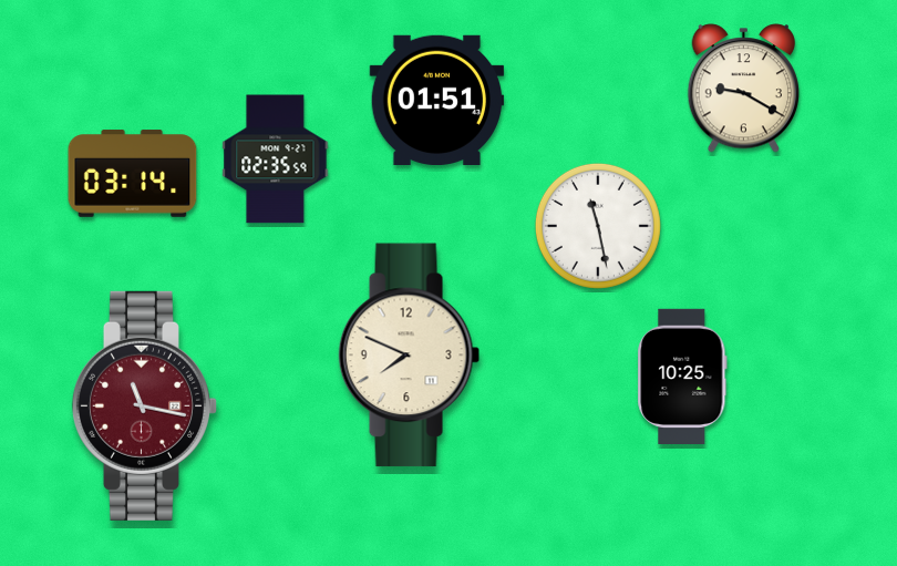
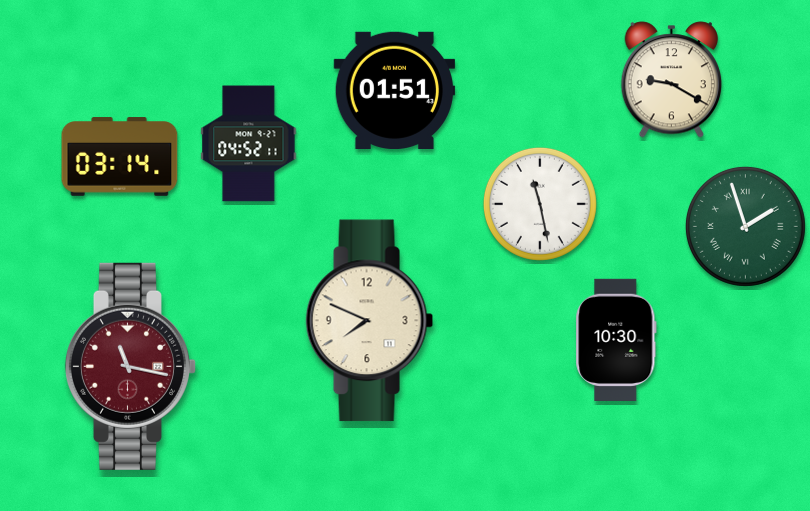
clock at (276, 159): 02:35 -> 04:52
clock at (745, 226): none -> 1:57
clock at (682, 375): 10:25 -> 10:30
